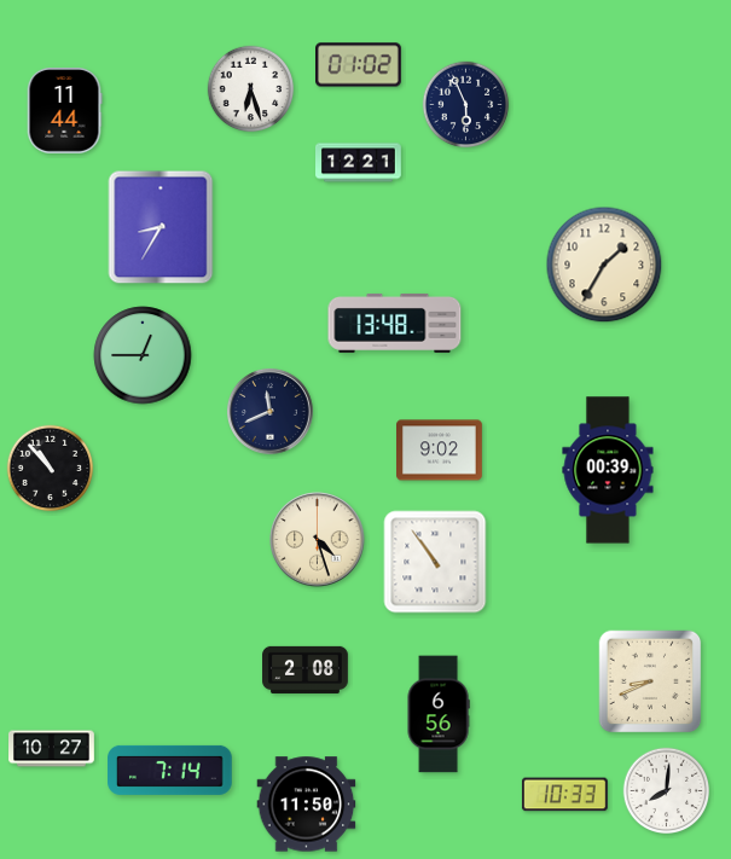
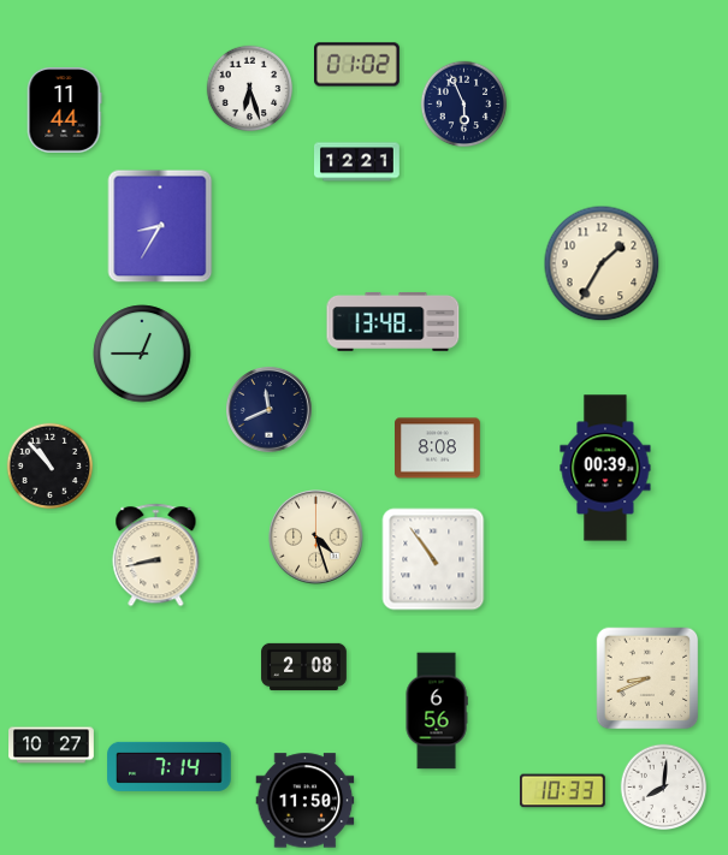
clock at (440, 451): 9:02 -> 8:08
clock at (156, 556): none -> 8:43
